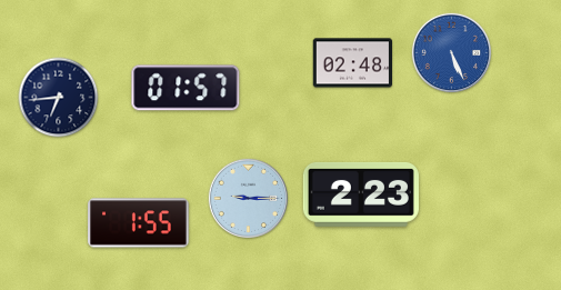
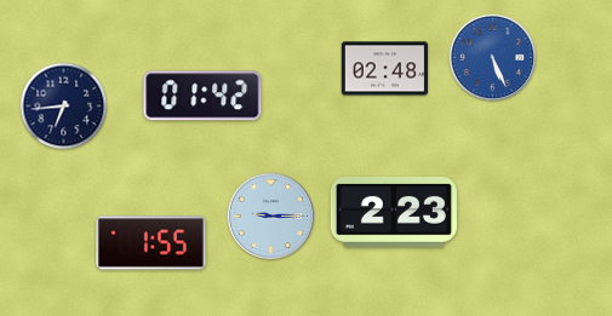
clock at (186, 88): 01:57 -> 01:42
